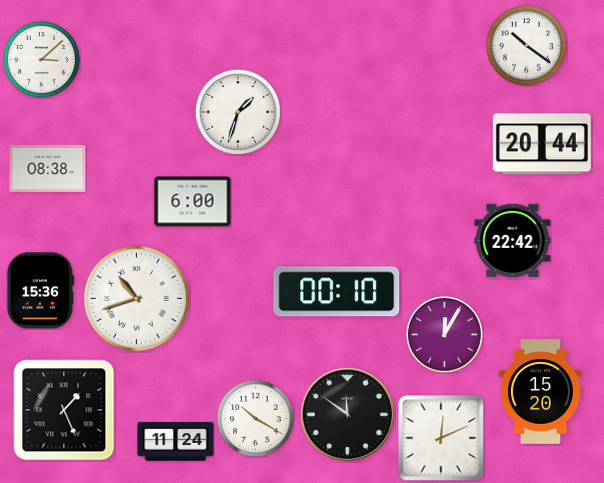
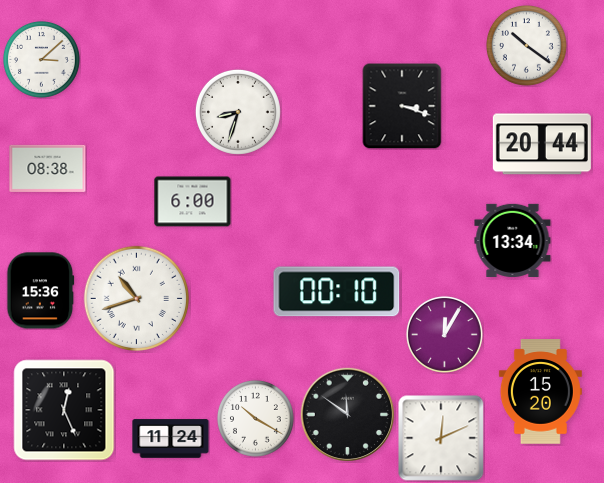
clock at (402, 106): none -> 3:18
clock at (238, 112): 1:33 -> 8:33
clock at (513, 240): 22:42 -> 13:34
clock at (64, 410): 1:26 -> 12:26
clock at (176, 442) position: (176, 442) -> (171, 439)
